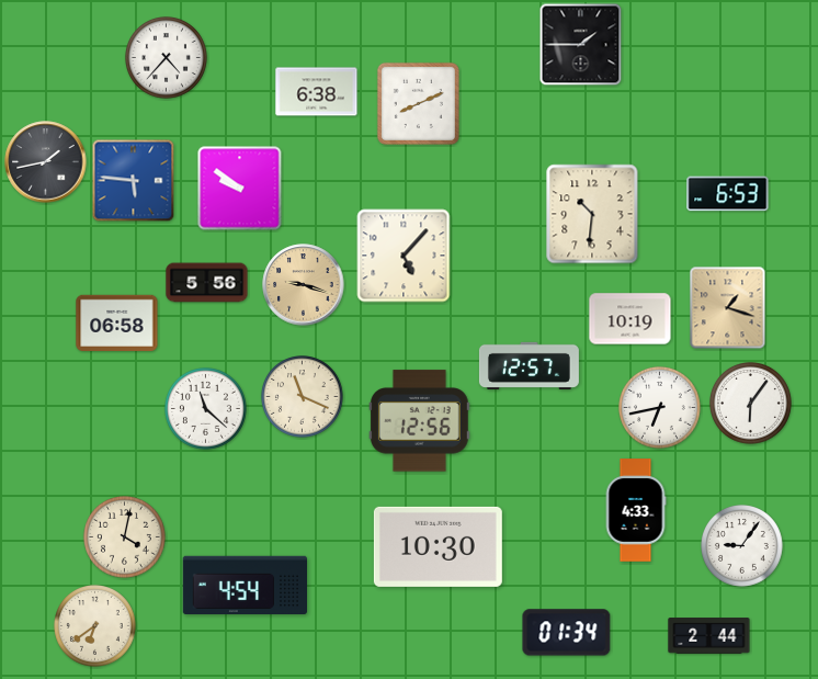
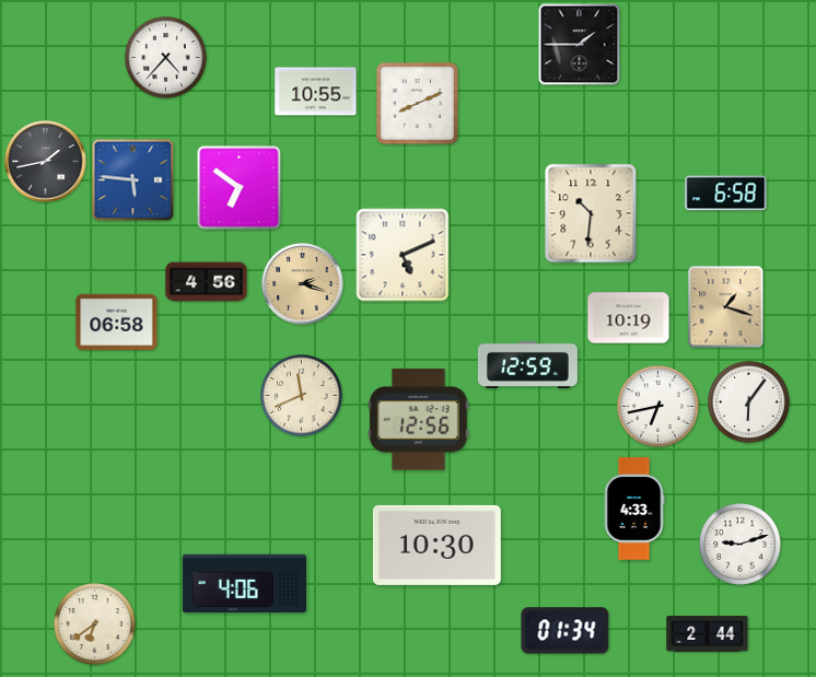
clock at (317, 92): 6:38 -> 10:55
clock at (240, 189): 9:51 -> 6:51
clock at (728, 194): 6:53 -> 6:58
clock at (404, 256): 5:07 -> 5:11
clock at (207, 283): 5:56 -> 4:56
clock at (304, 285): 9:18 -> 2:18
clock at (529, 365): 12:57 -> 12:59
clock at (303, 397): 11:19 -> 11:41
clock at (206, 409): 11:22 -> none
clock at (125, 537): 4:02 -> none
clock at (742, 546): 9:06 -> 9:12
clock at (245, 586): 4:54 -> 4:06
